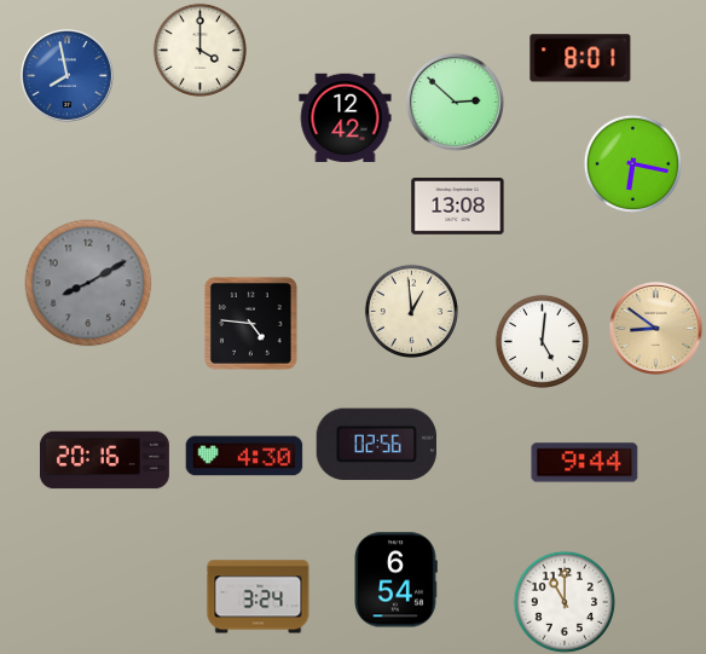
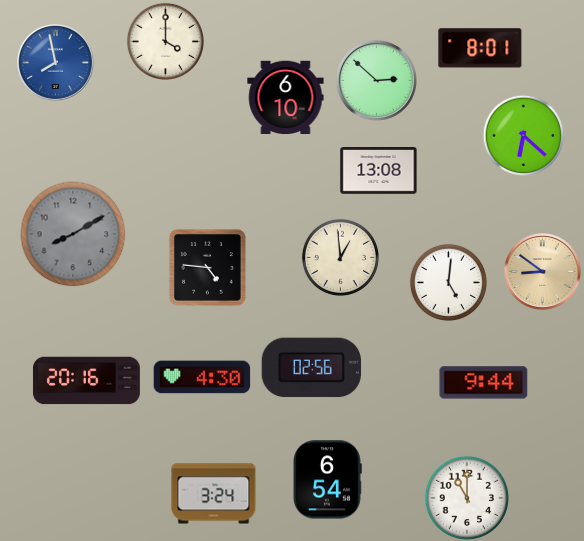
clock at (455, 102) position: (455, 102) -> (376, 80)
clock at (346, 118): 12:42 -> 6:10
clock at (632, 163): 6:17 -> 6:22
